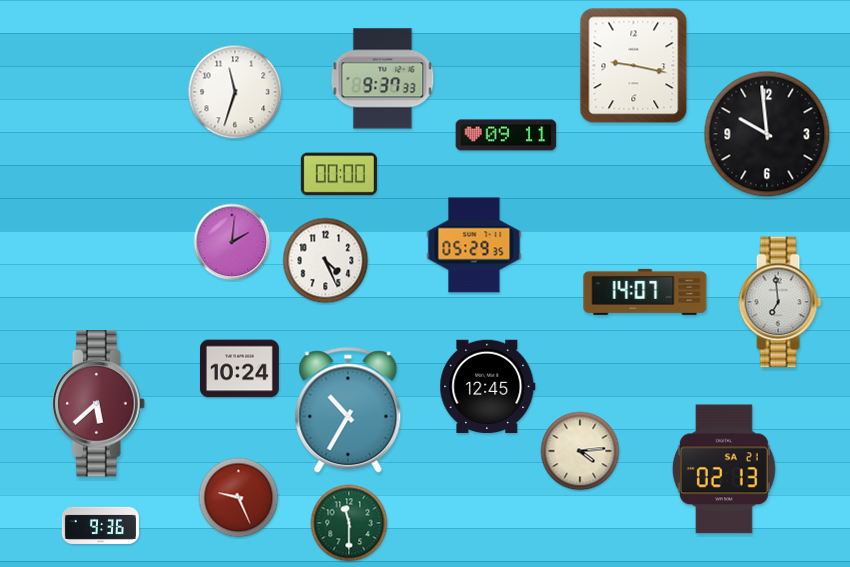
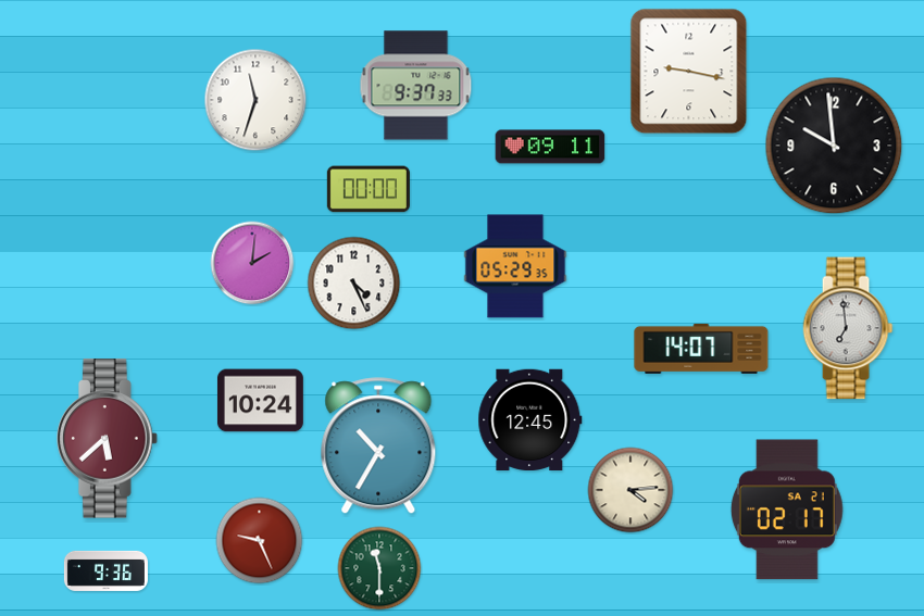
clock at (645, 292) position: (645, 292) -> (701, 349)
clock at (724, 469): 02:13 -> 02:17
clock at (100, 525) position: (100, 525) -> (105, 570)
